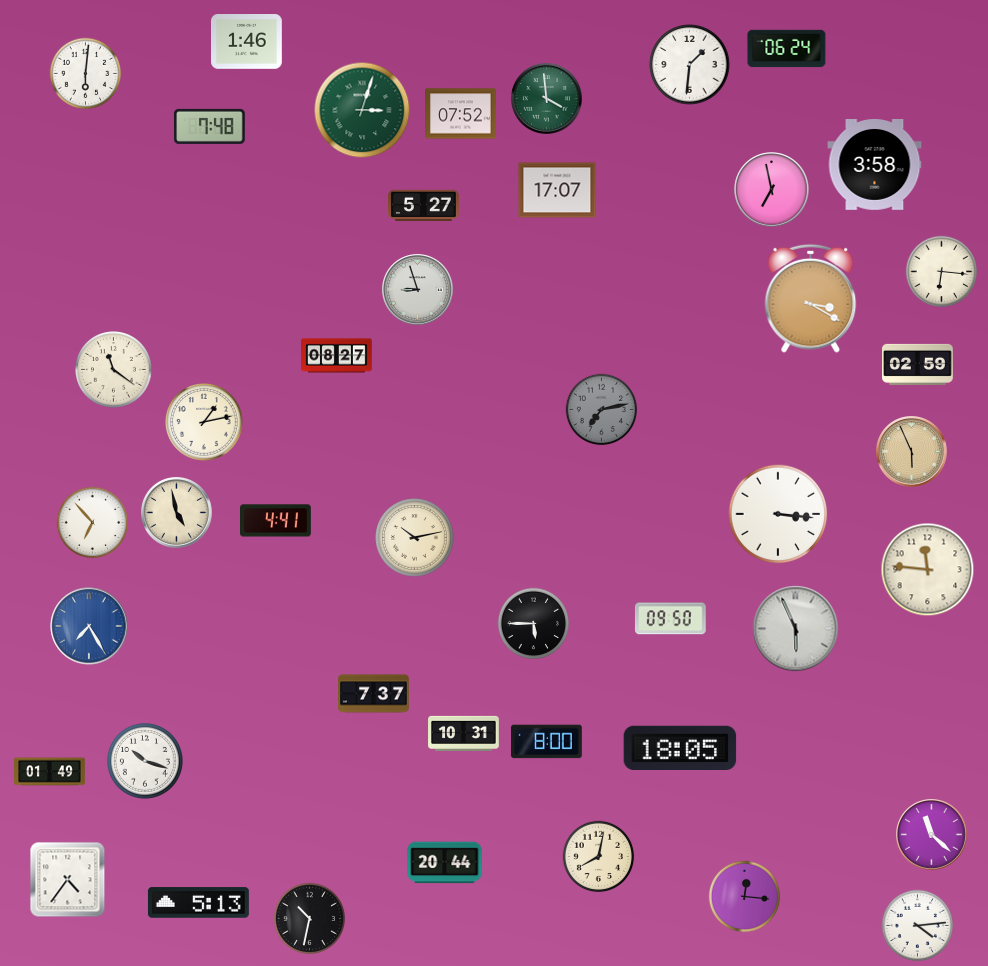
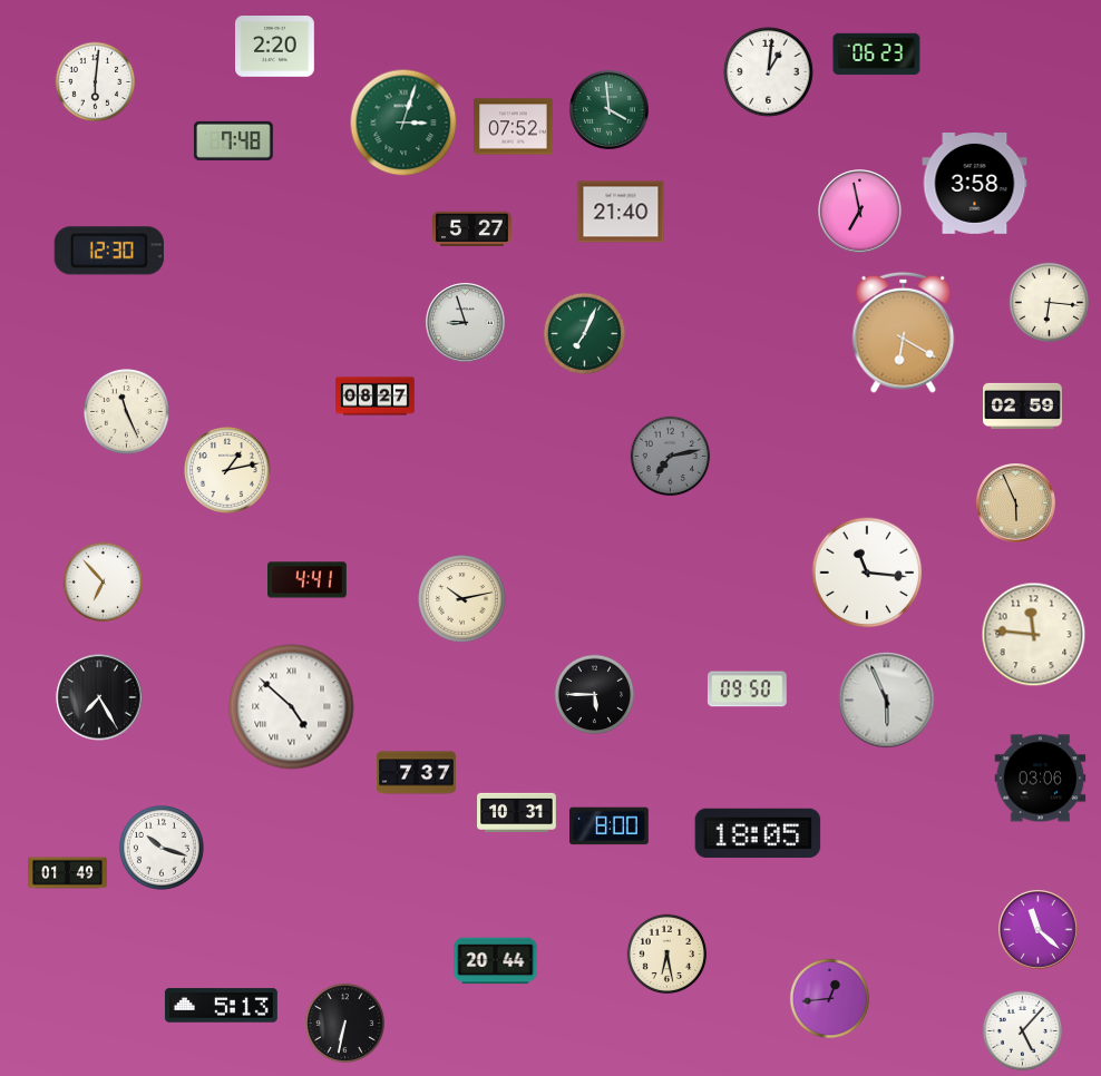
clock at (247, 42): 1:46 -> 2:20
clock at (787, 49): 06:24 -> 06:23
clock at (690, 65): 1:31 -> 1:01
clock at (557, 190): 17:07 -> 21:40
clock at (109, 251): none -> 12:30
clock at (811, 298): 3:20 -> 6:20
clock at (584, 333): none -> 7:04
clock at (114, 370): 11:21 -> 11:26
clock at (177, 513): 4:58 -> none
clock at (778, 514): 3:16 -> 11:16
clock at (89, 626) dial: blue -> black
clock at (292, 707): none -> 4:52
clock at (1041, 779): none -> 03:06
clock at (464, 733) position: (464, 733) -> (517, 812)
clock at (50, 772) position: (50, 772) -> (68, 873)
clock at (599, 857): 8:02 -> 6:28
clock at (68, 880): 4:36 -> none
clock at (745, 897): 12:16 -> 12:44
clock at (310, 919): 10:32 -> 6:32
clock at (918, 926): 4:14 -> 5:07
